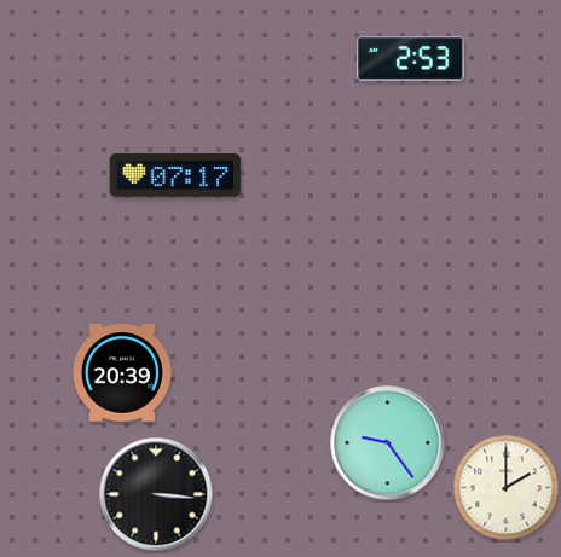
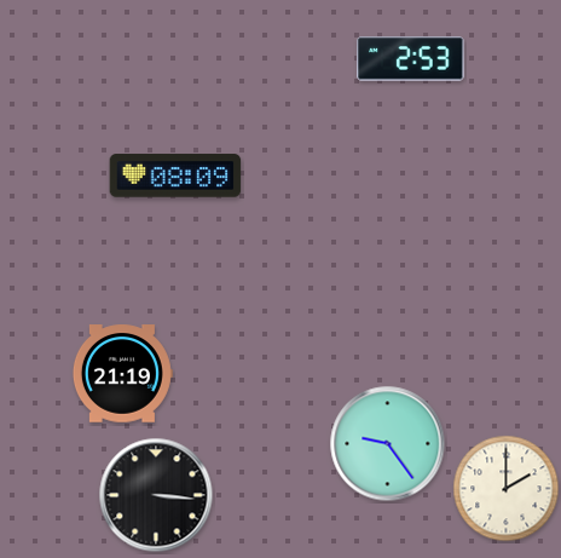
clock at (175, 175): 07:17 -> 08:09
clock at (122, 373): 20:39 -> 21:19
